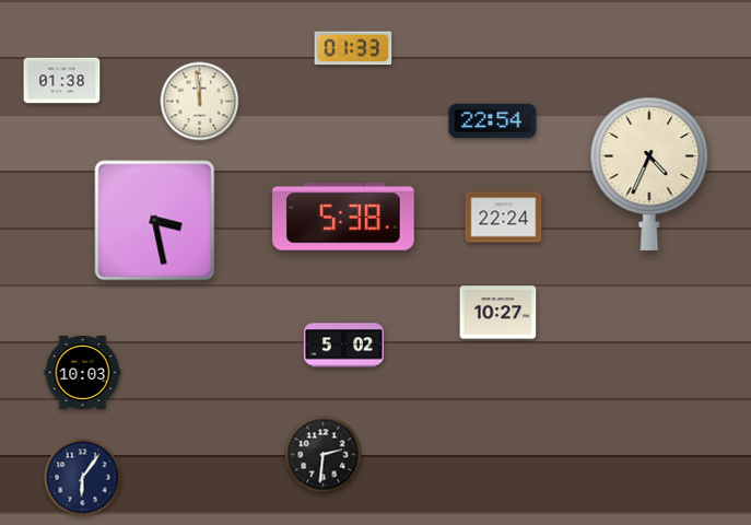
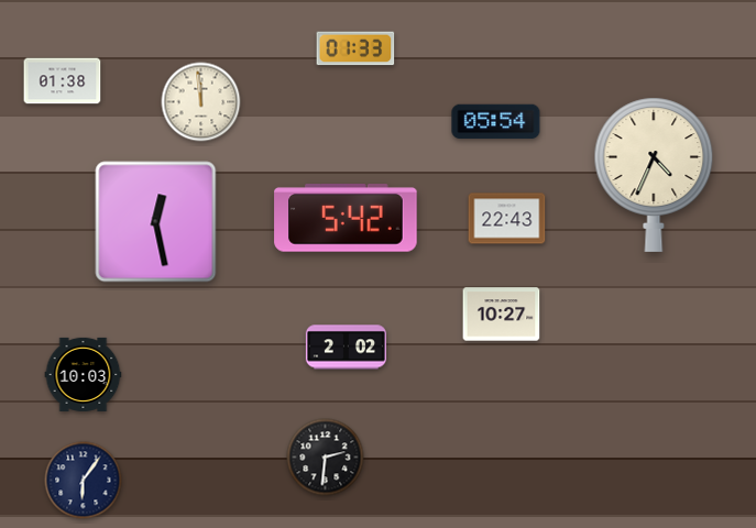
clock at (493, 121): 22:54 -> 05:54
clock at (343, 217): 5:38 -> 5:42
clock at (504, 218): 22:24 -> 22:43
clock at (155, 221): 3:28 -> 12:28
clock at (343, 346): 5:02 -> 2:02
